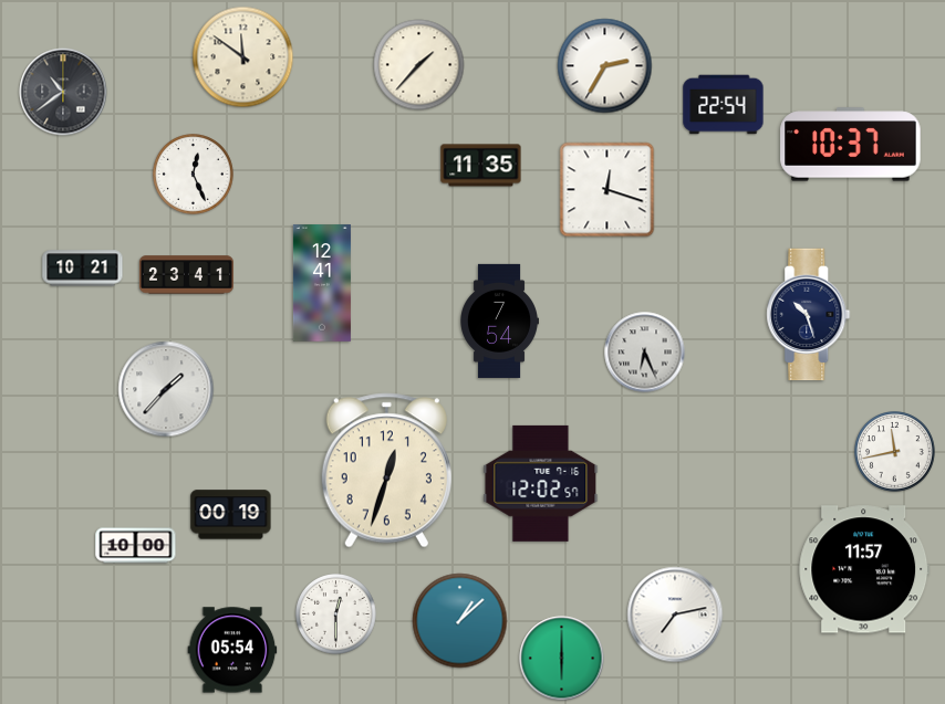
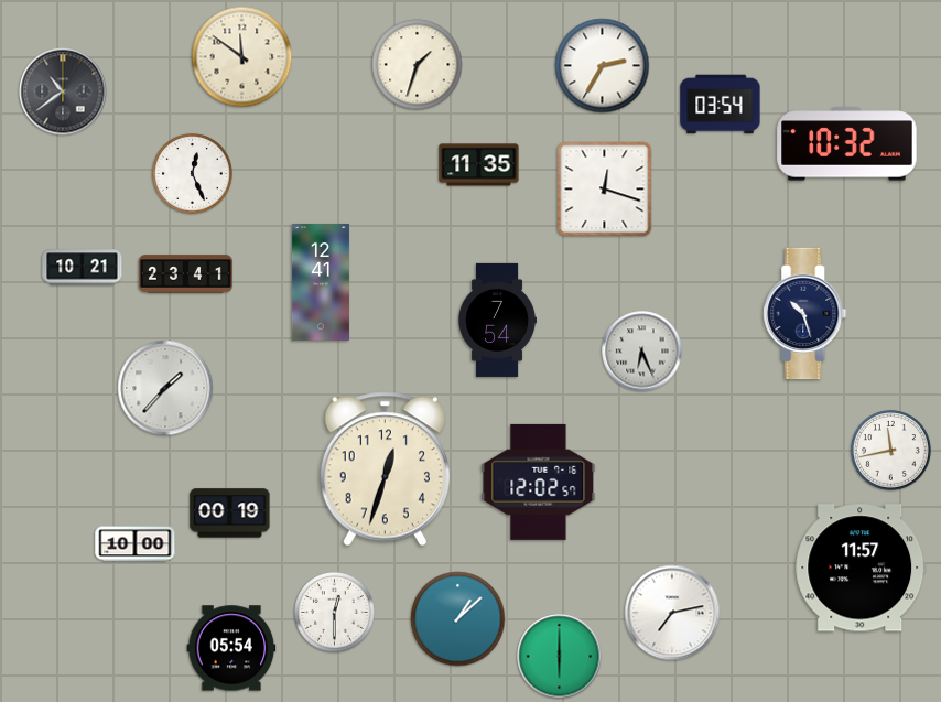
clock at (419, 65): 1:37 -> 1:33
clock at (724, 105): 22:54 -> 03:54
clock at (851, 145): 10:37 -> 10:32
